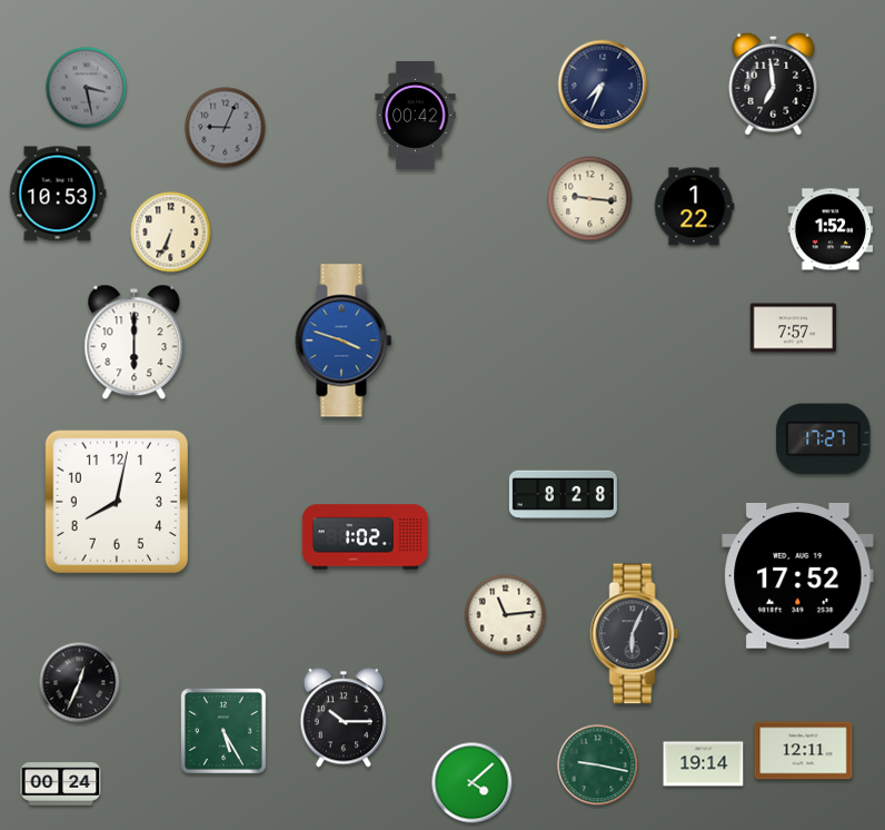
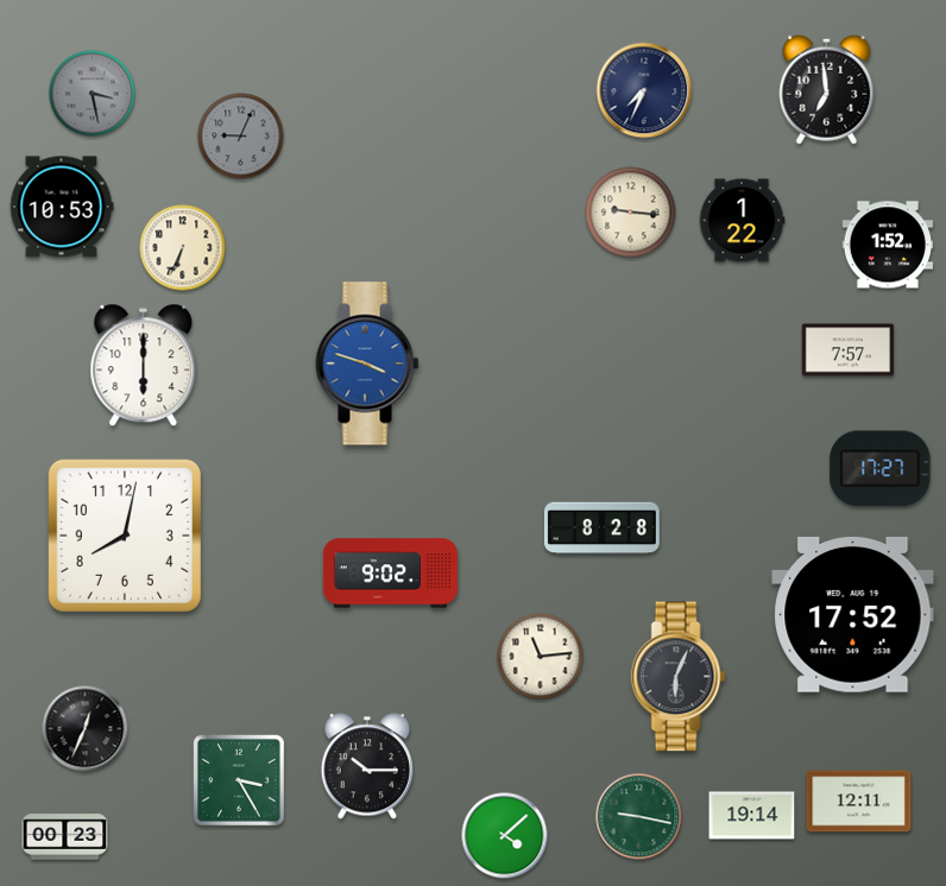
clock at (416, 115): 00:42 -> none
clock at (365, 537): 1:02 -> 9:02
clock at (223, 731): 5:25 -> 3:25
clock at (61, 784): 00:24 -> 00:23
